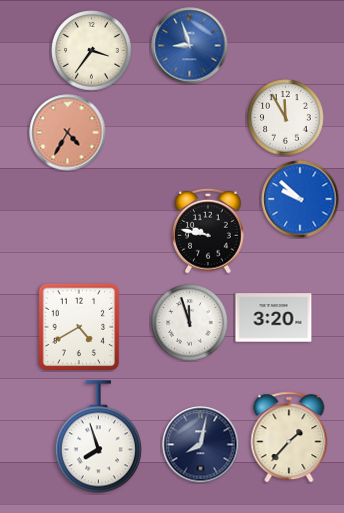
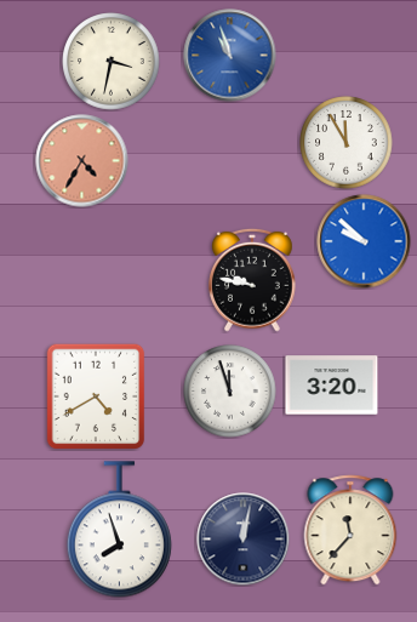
clock at (190, 46): 8:57 -> 10:57
clock at (92, 51): 3:36 -> 3:32
clock at (289, 437): 1:37 -> 11:37
clock at (201, 445): 8:02 -> 12:02
